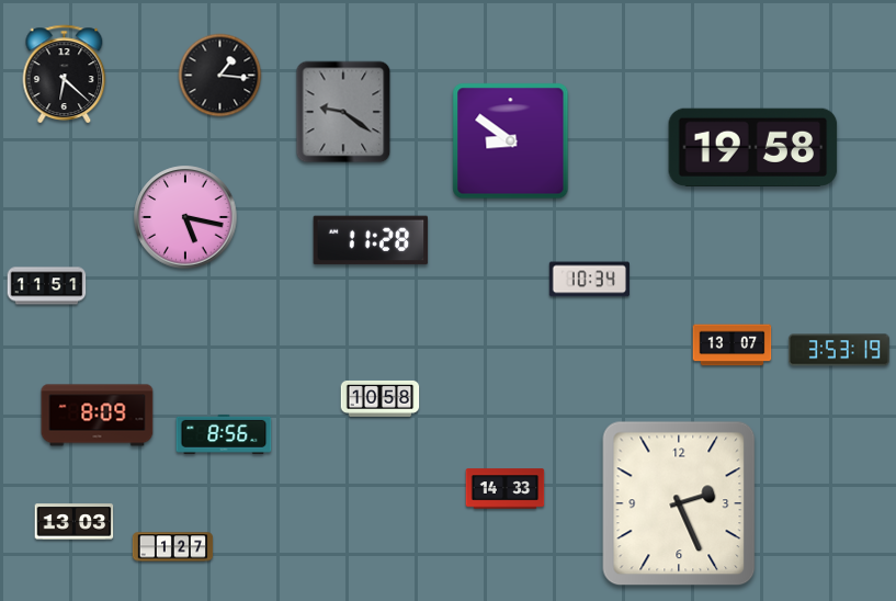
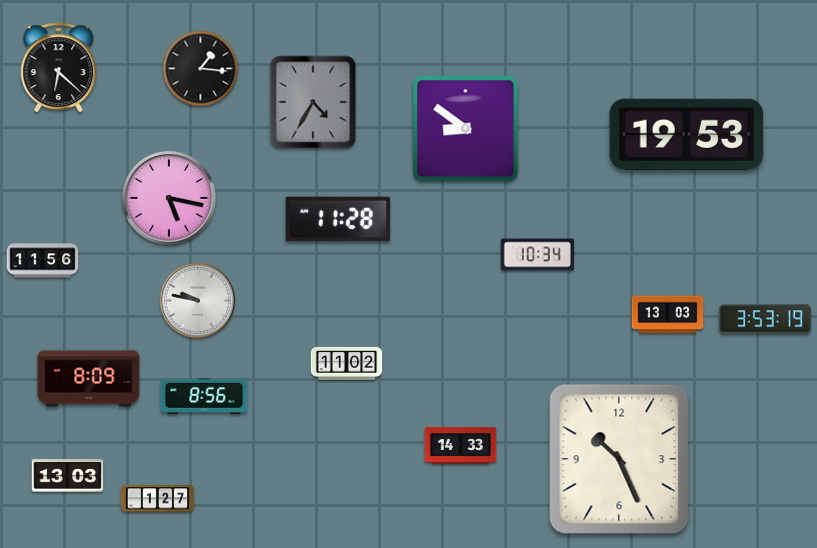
clock at (343, 112): 9:21 -> 4:35
clock at (753, 147): 19:58 -> 19:53
clock at (47, 286): 11:51 -> 11:56
clock at (198, 301): none -> 9:47
clock at (733, 345): 13:07 -> 13:03
clock at (381, 398): 10:58 -> 11:02
clock at (679, 503): 2:26 -> 10:26
